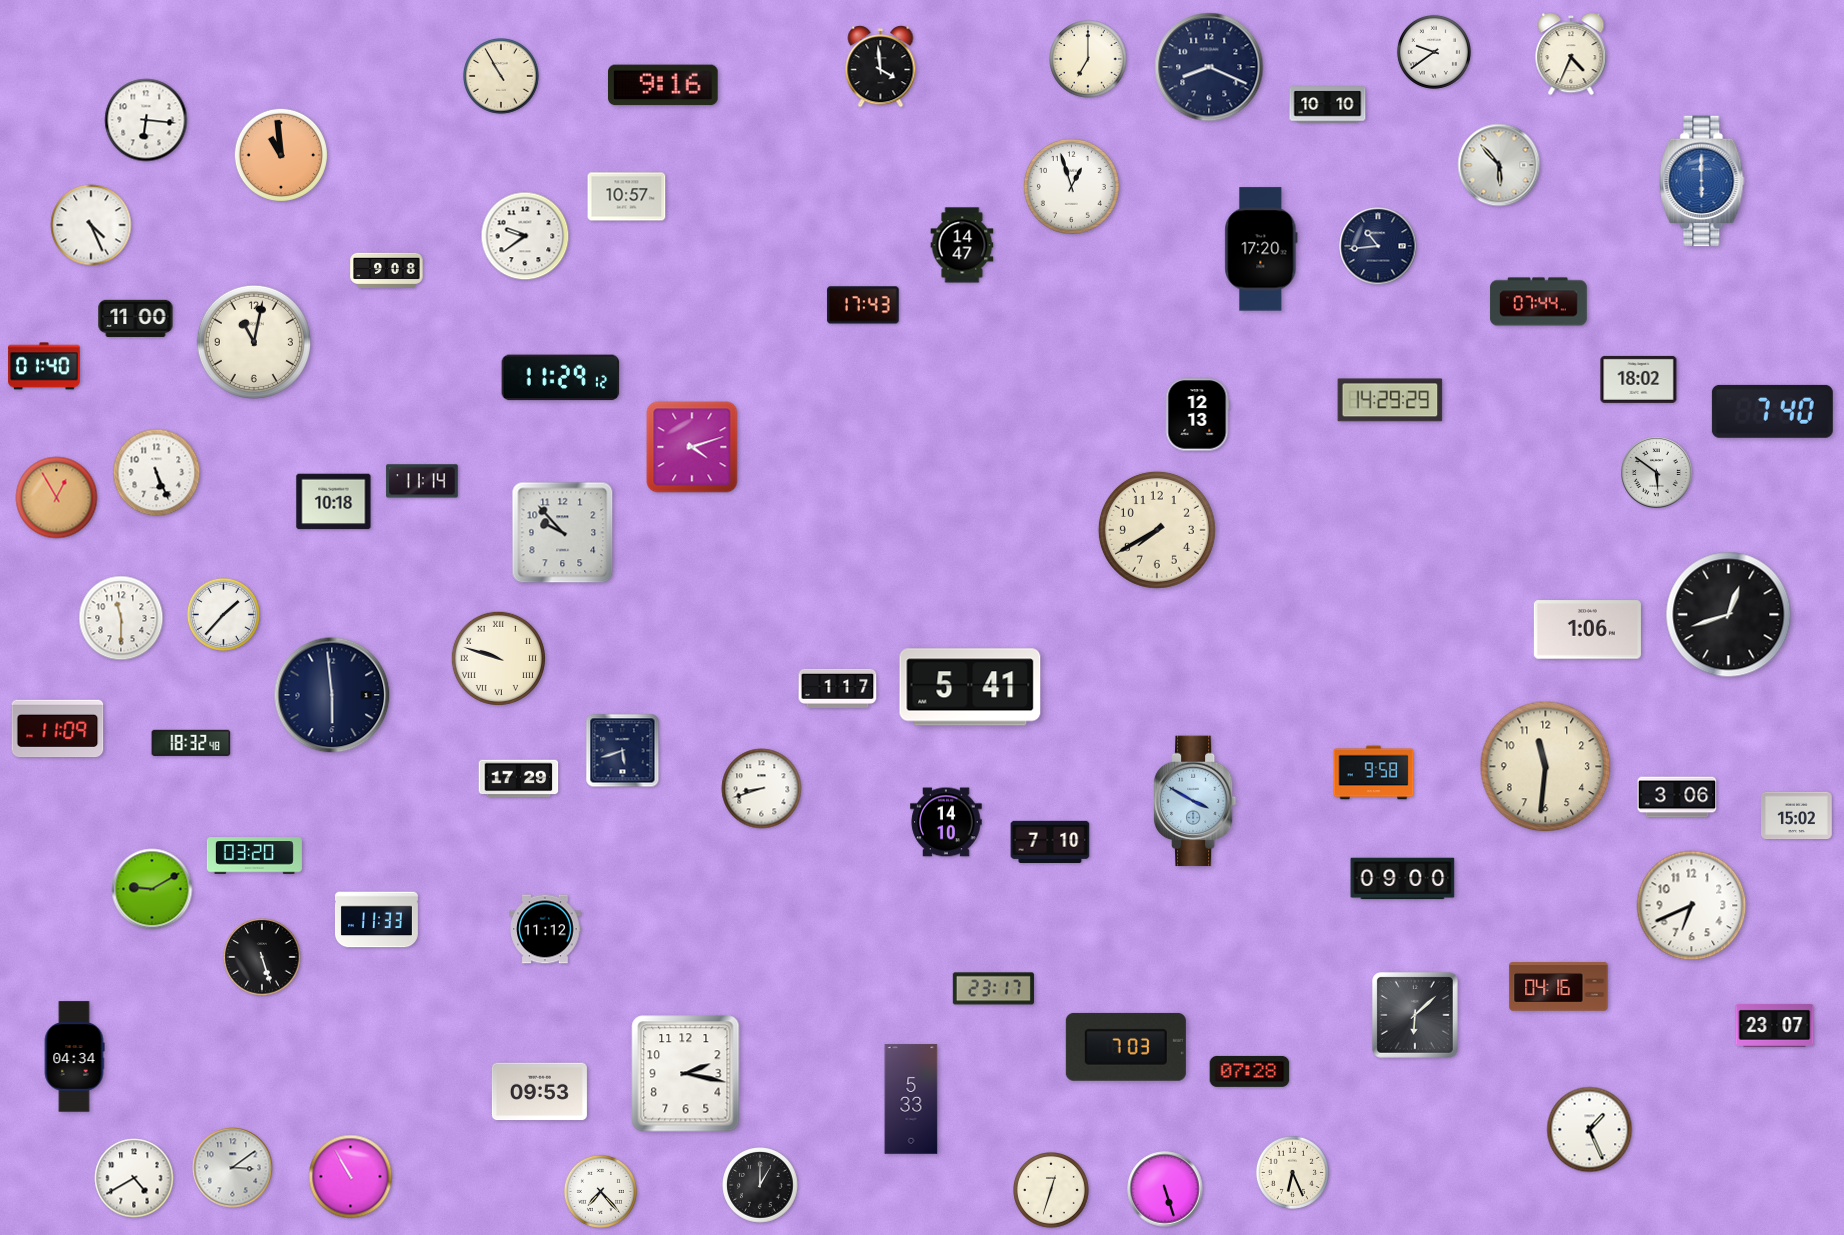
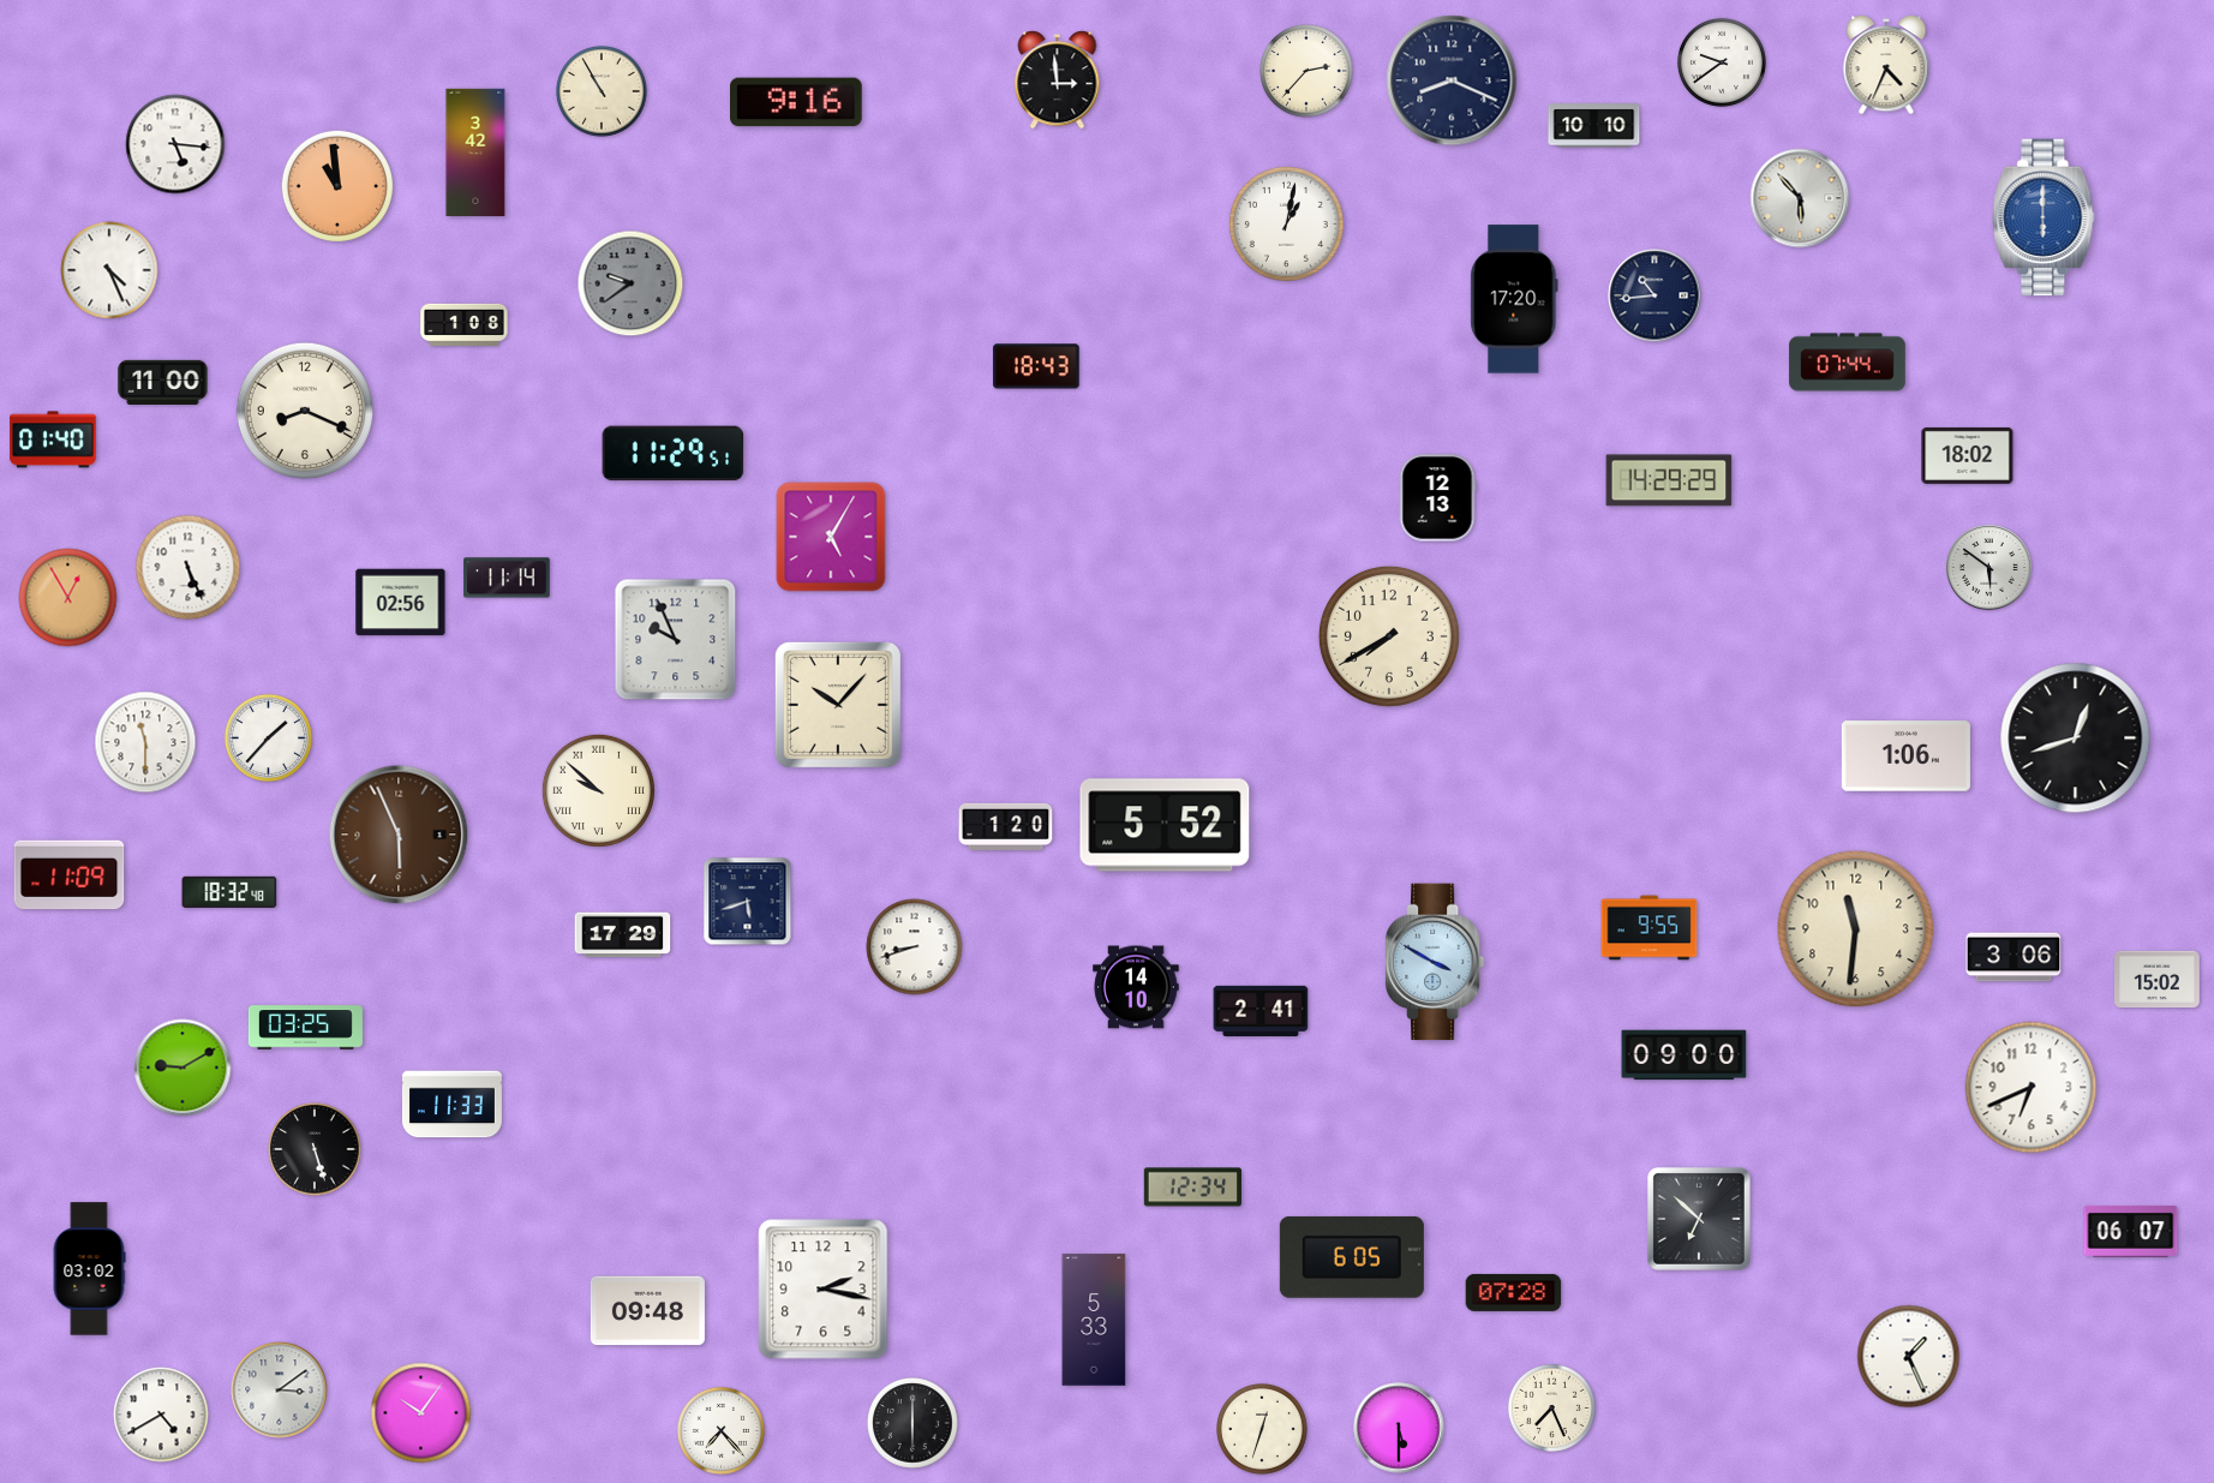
clock at (1088, 59): 7:00 -> 2:37
clock at (881, 67): 3:59 -> 2:59
clock at (146, 120): 6:16 -> 5:16
clock at (475, 153): none -> 3:42
clock at (1071, 186): 12:57 -> 1:02
clock at (627, 197): 10:57 -> none
clock at (525, 236) dial: white -> grey
clock at (962, 245): 14:47 -> none
clock at (387, 270): 9:08 -> 1:08
clock at (863, 305): 17:43 -> 18:43
clock at (254, 342): 11:02 -> 8:19
clock at (561, 378): 11:29:12 -> 11:29:51
clock at (1772, 411): 7:40 -> none
clock at (692, 447): 4:12 -> 5:05
clock at (334, 502): 10:18 -> 02:56
clock at (563, 533): 9:53 -> 9:56
clock at (838, 705): none -> 10:07
clock at (498, 658): 9:48 -> 9:52
clock at (970, 687): 5:41 -> 5:52
clock at (838, 688): 1:17 -> 1:20
clock at (332, 695): 5:59 -> 5:56
clock at (332, 695) dial: navy -> brown
clock at (1546, 767) position: (1546, 767) -> (1856, 929)
clock at (1374, 773): 9:58 -> 9:55
clock at (1050, 841): 7:10 -> 2:41
clock at (254, 856): 03:20 -> 03:25
clock at (545, 929): 11:12 -> none
clock at (1559, 987): 04:16 -> none
clock at (993, 989): 23:17 -> 12:34
clock at (1415, 1015): 6:08 -> 6:52
clock at (1775, 1025): 23:07 -> 06:07
clock at (1126, 1047): 7:03 -> 6:05
clock at (74, 1057): 04:34 -> 03:02
clock at (1250, 1071) position: (1250, 1071) -> (1514, 1292)
clock at (539, 1092): 09:53 -> 09:48
clock at (233, 1168) position: (233, 1168) -> (280, 1391)
clock at (1292, 1172): 6:26 -> 7:26
clock at (351, 1177): 10:55 -> 10:06
clock at (761, 1186): 1:00 -> 6:00
clock at (1165, 1189): 5:27 -> 5:30
